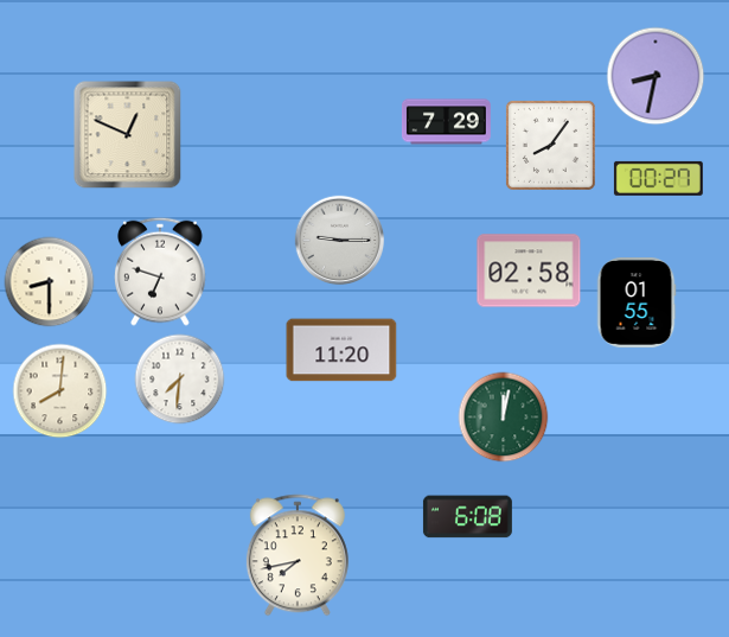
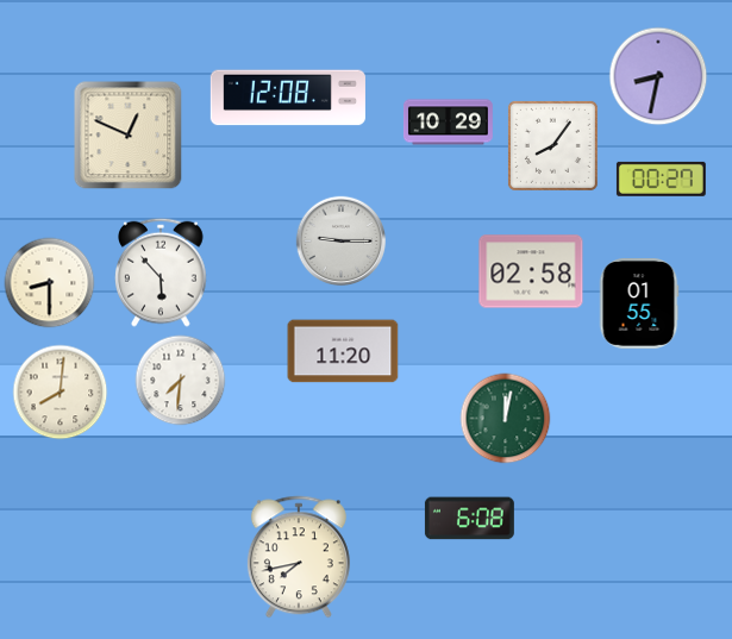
clock at (288, 98): none -> 12:08
clock at (446, 122): 7:29 -> 10:29
clock at (161, 272): 6:48 -> 5:53
